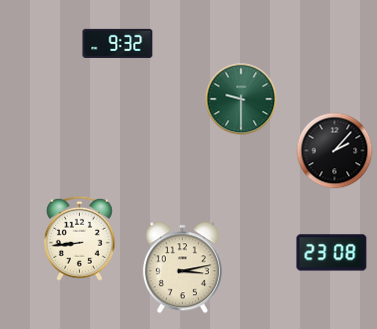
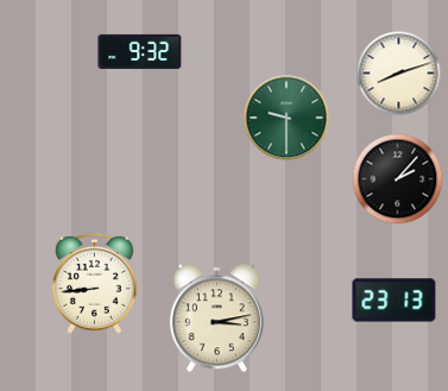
clock at (399, 74): none -> 8:12
clock at (332, 253): 23:08 -> 23:13
